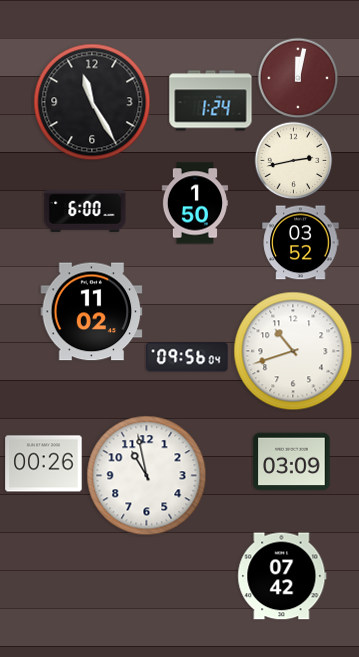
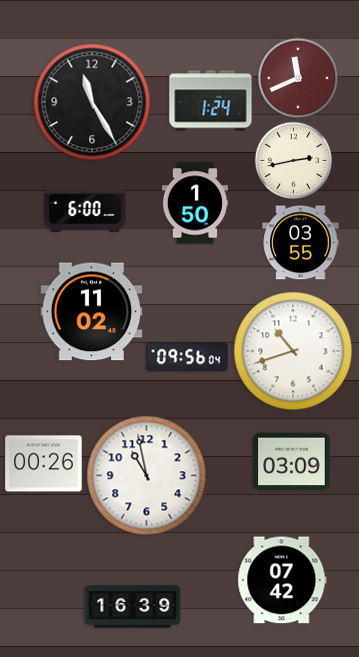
clock at (298, 78): 12:02 -> 11:41
clock at (301, 243): 03:52 -> 03:55
clock at (282, 576) position: (282, 576) -> (282, 580)
clock at (133, 607): none -> 16:39
